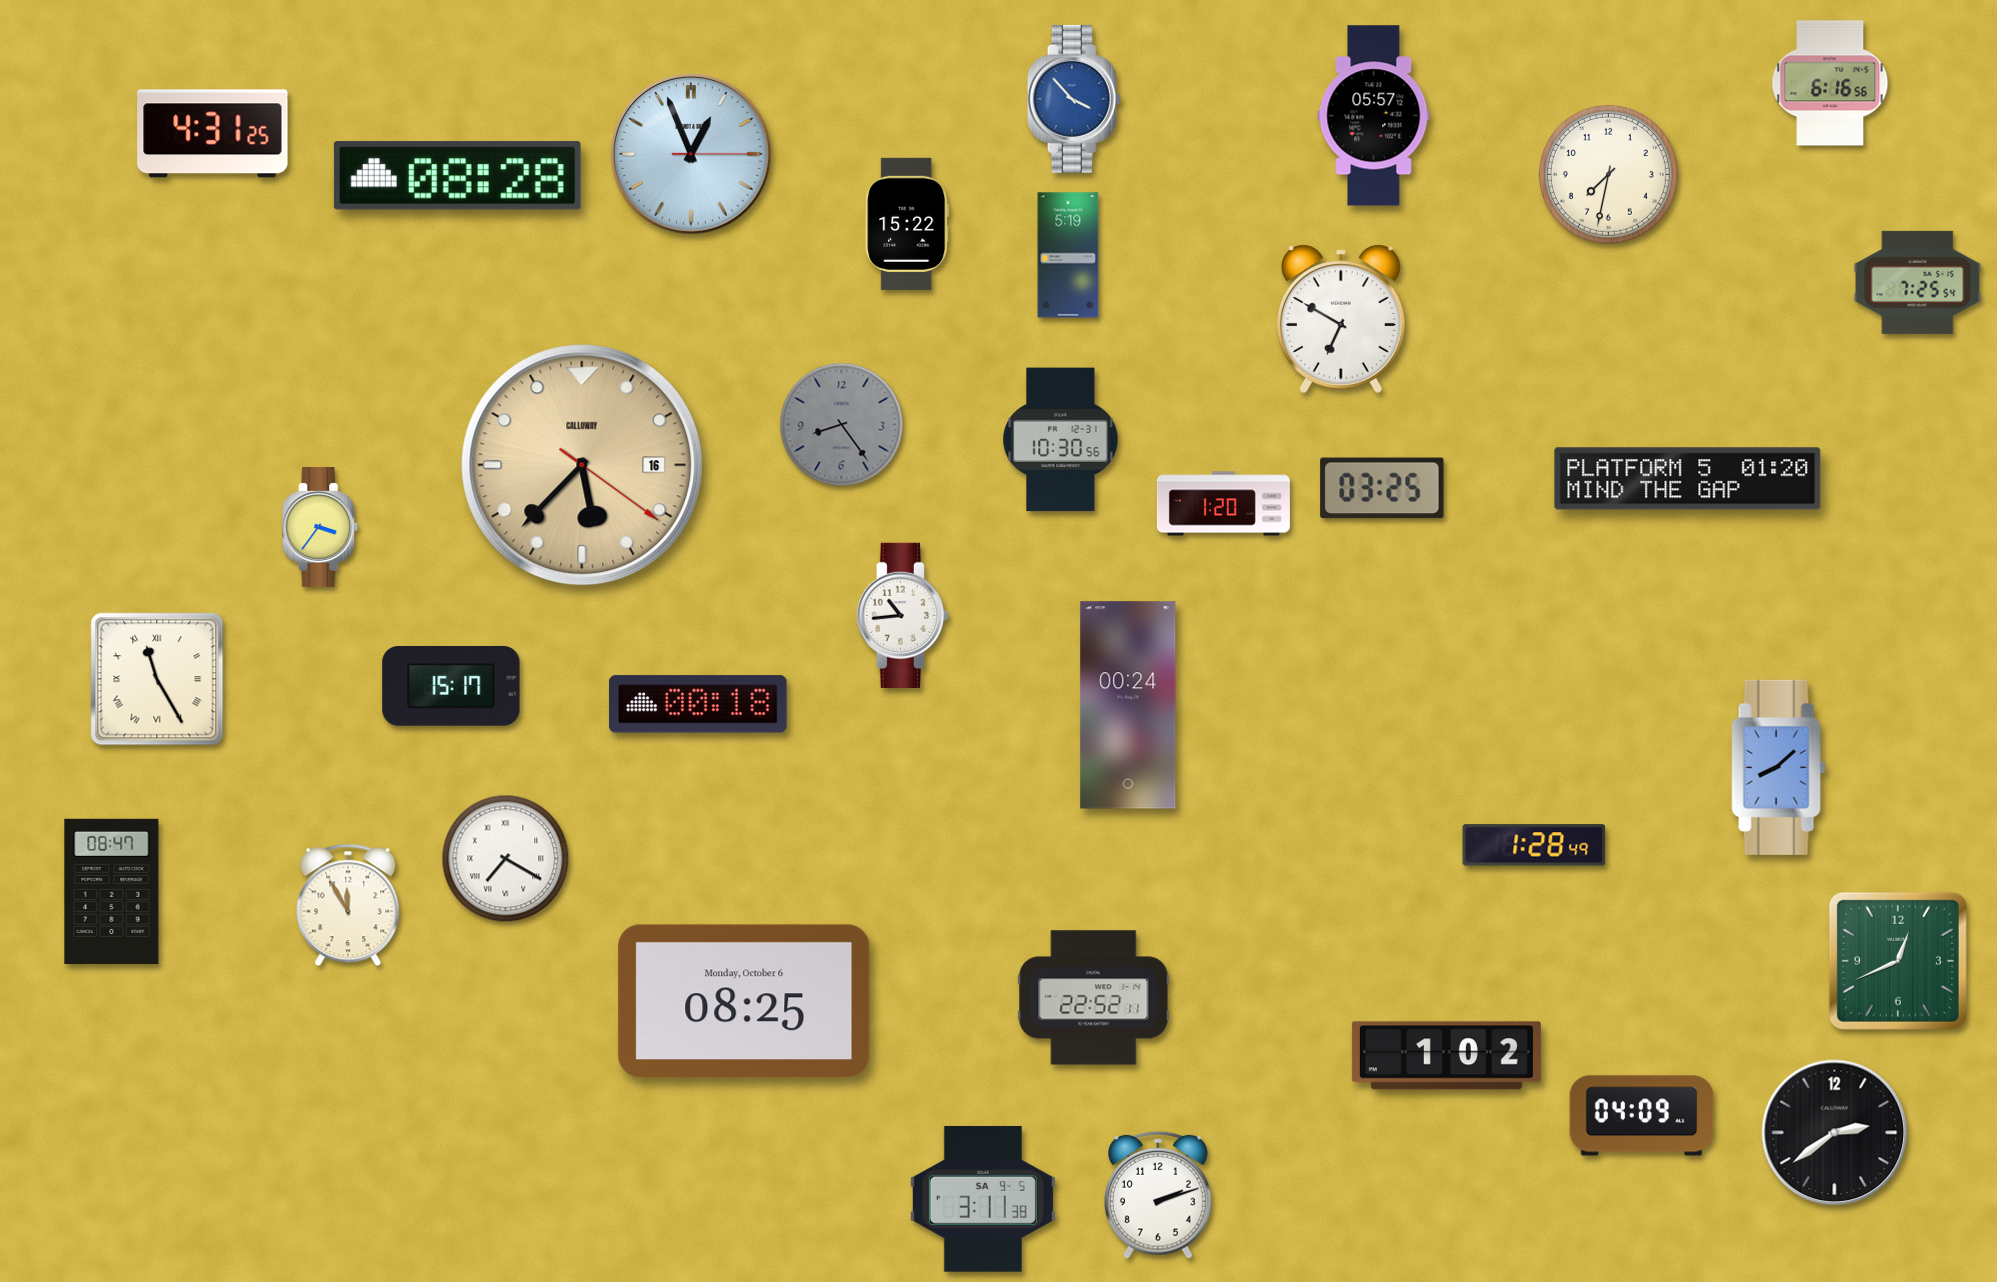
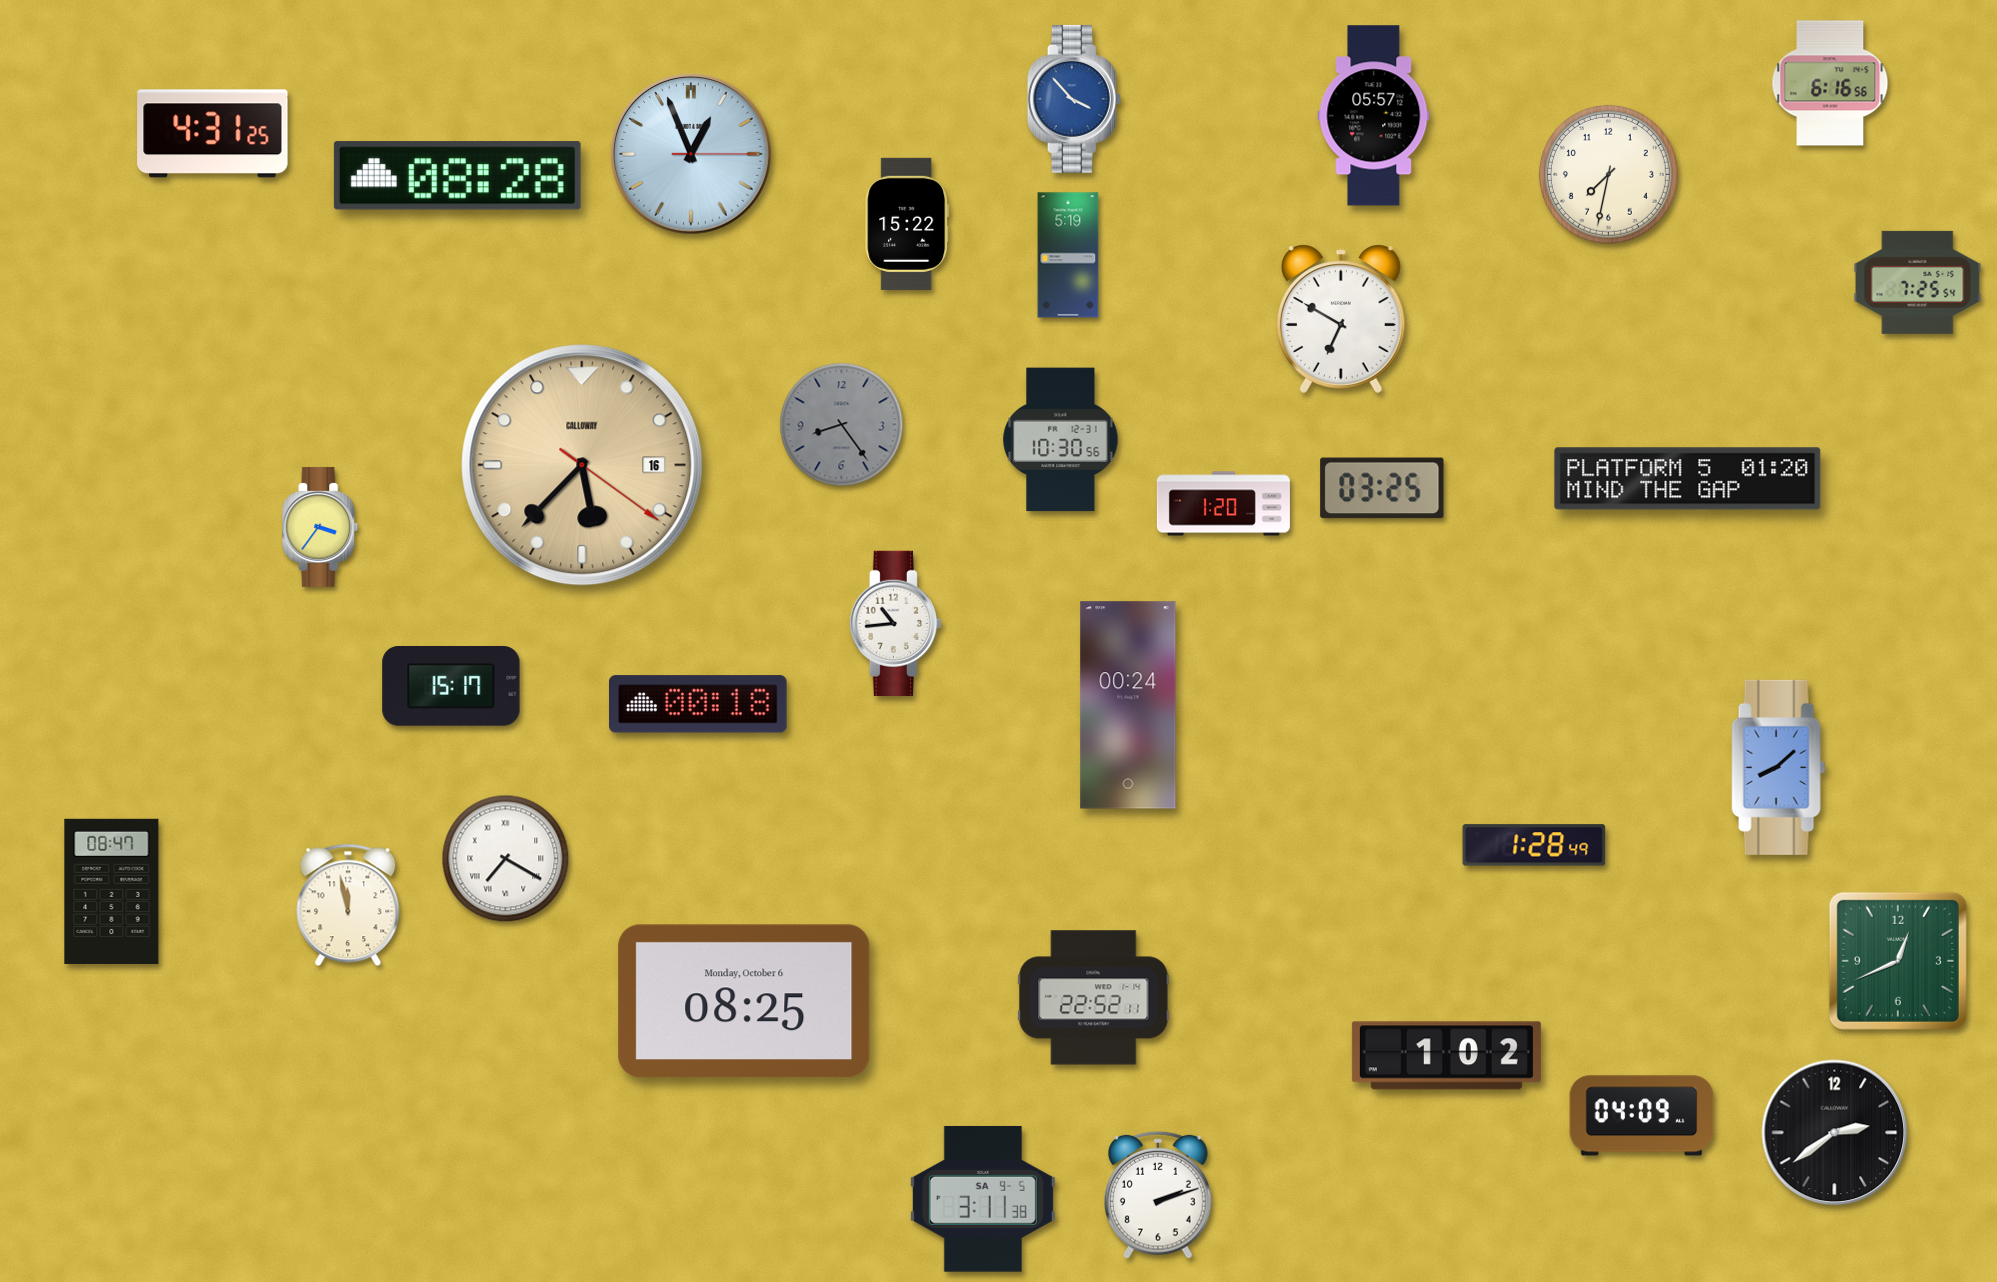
clock at (902, 615) position: (902, 615) -> (895, 623)
clock at (157, 679): 11:25 -> none
clock at (348, 905): 11:55 -> 11:58
